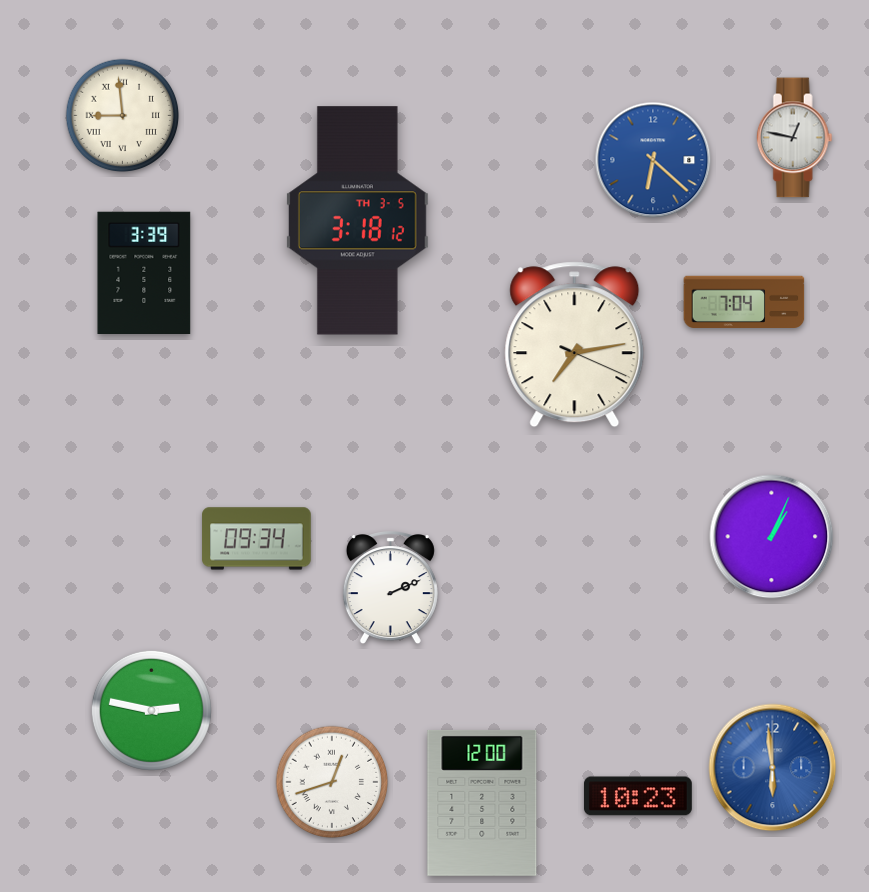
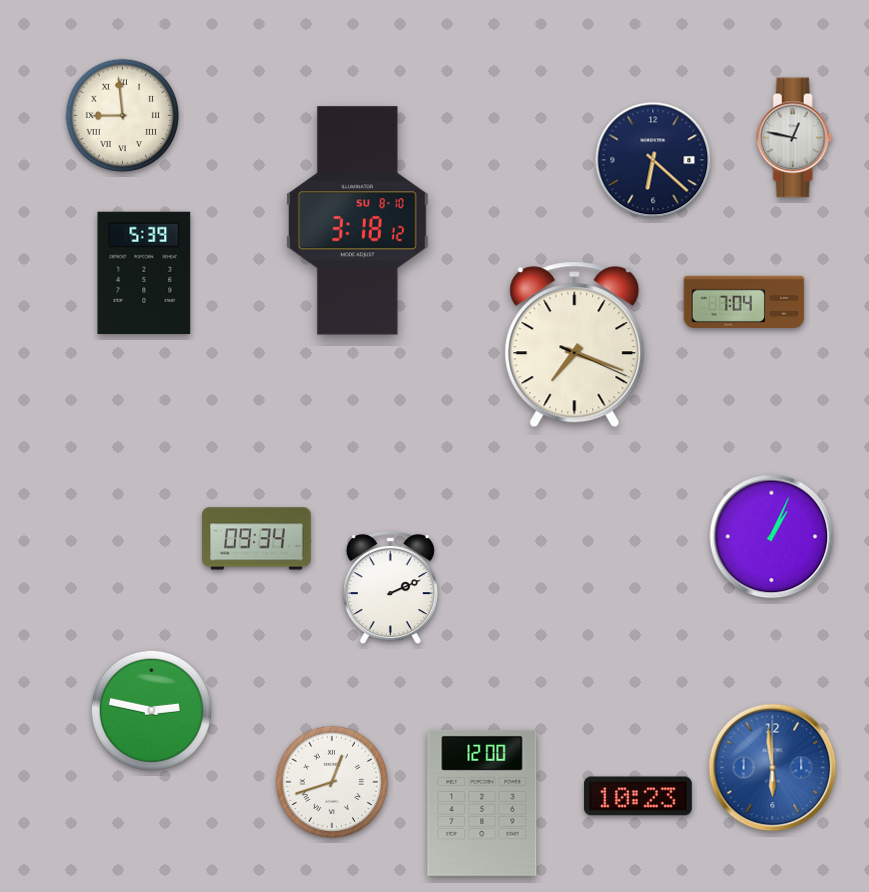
clock at (653, 160) dial: blue -> navy
clock at (357, 221) date: TH 3-5 -> SU 8-10
clock at (144, 272): 3:39 -> 5:39
clock at (575, 345): 7:13 -> 7:18
